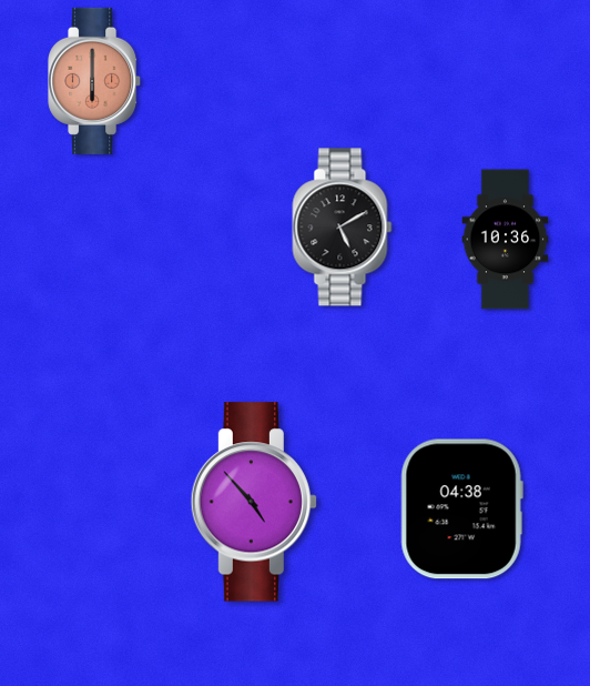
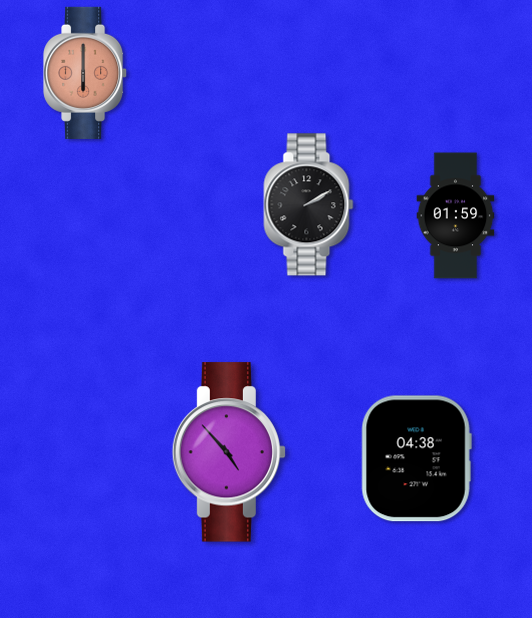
clock at (343, 228): 5:10 -> 2:10
clock at (506, 240): 10:36 -> 01:59
